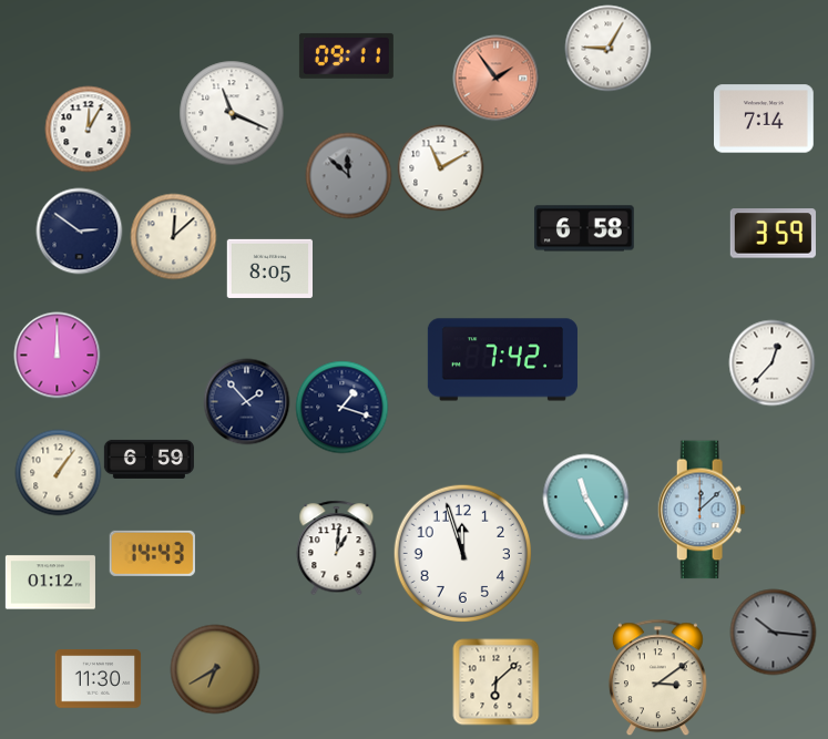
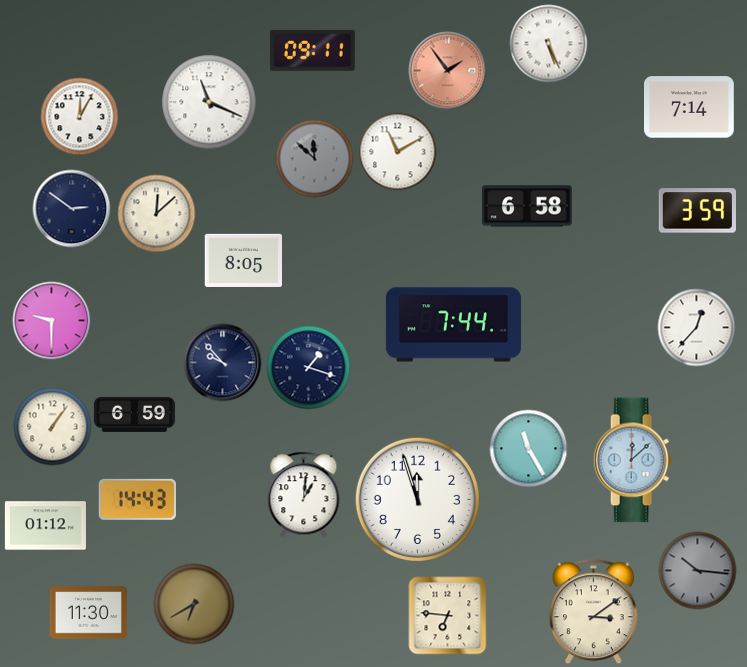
clock at (607, 48): 9:05 -> 5:26
clock at (269, 268) position: (269, 268) -> (243, 260)
clock at (57, 355): 12:00 -> 9:30
clock at (502, 360): 7:42 -> 7:44
clock at (246, 401): 1:53 -> 9:53
clock at (495, 681): 6:08 -> 6:46
